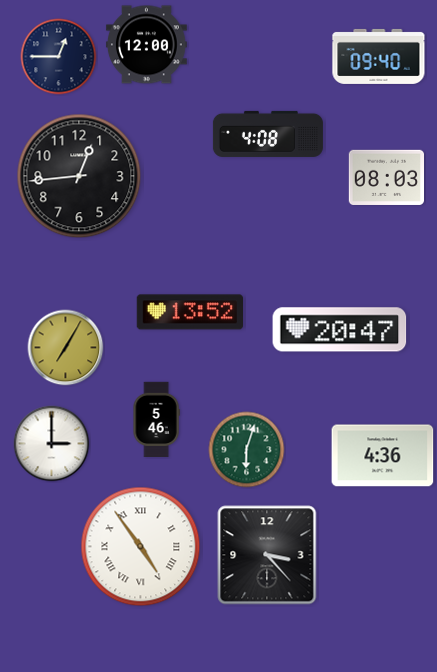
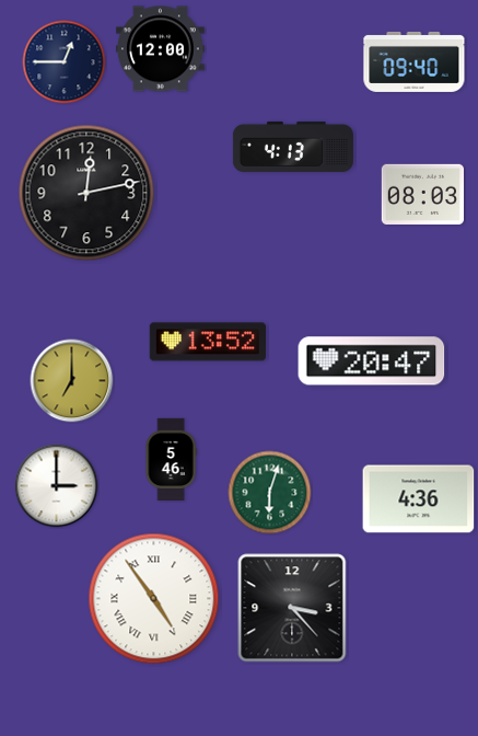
clock at (268, 134): 4:08 -> 4:13
clock at (79, 176): 12:44 -> 12:13
clock at (66, 348): 7:05 -> 7:00
